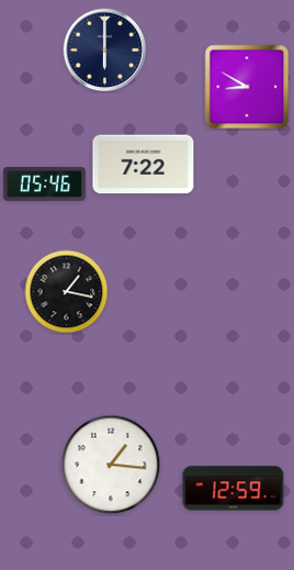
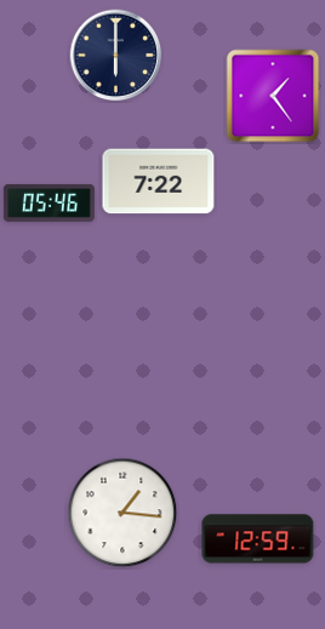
clock at (247, 87): 8:50 -> 1:24
clock at (67, 292): 1:17 -> none
